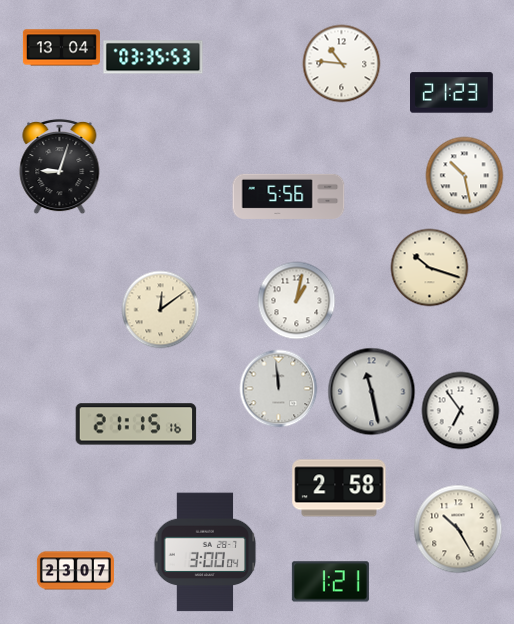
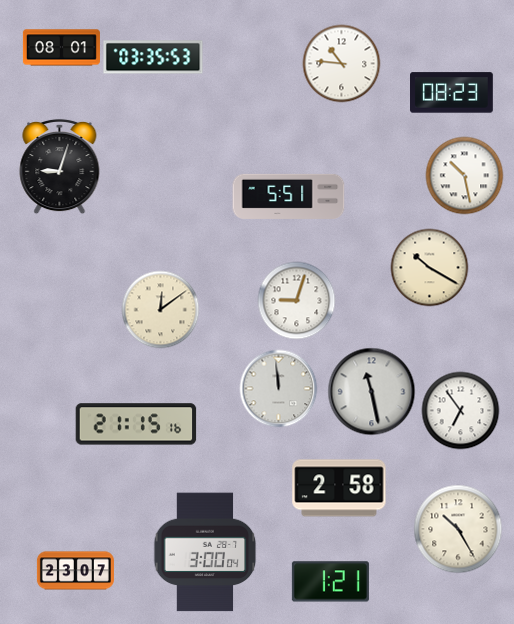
clock at (61, 48): 13:04 -> 08:01
clock at (452, 93): 21:23 -> 08:23
clock at (289, 196): 5:56 -> 5:51
clock at (429, 267): 10:18 -> 10:20
clock at (296, 300): 1:02 -> 9:03
